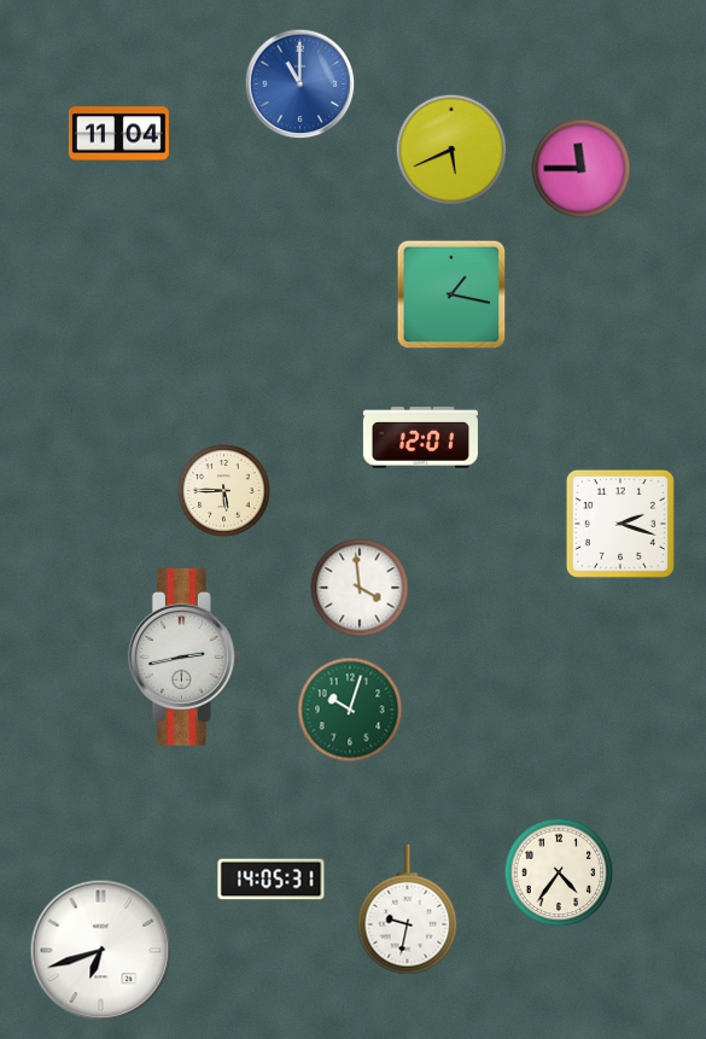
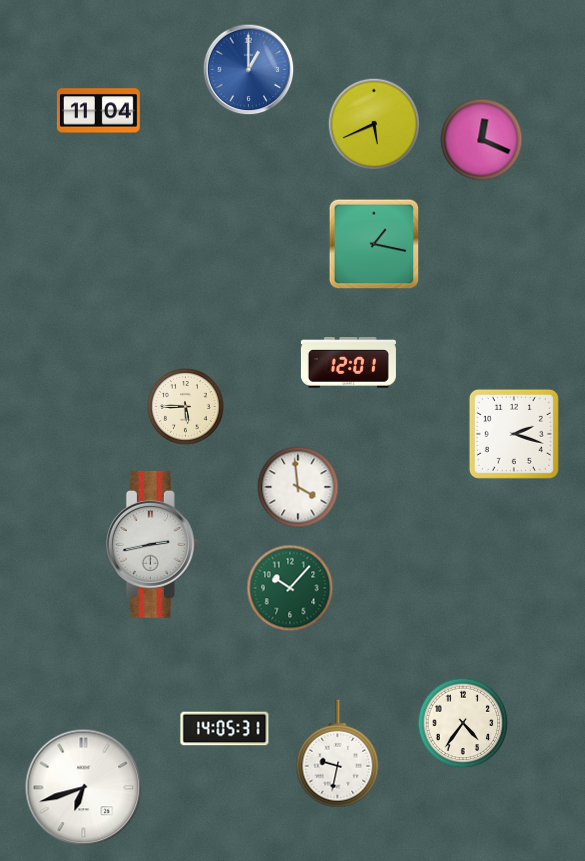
clock at (301, 84): 11:00 -> 1:00
clock at (582, 169): 11:45 -> 12:19
clock at (350, 710): 10:03 -> 10:07
